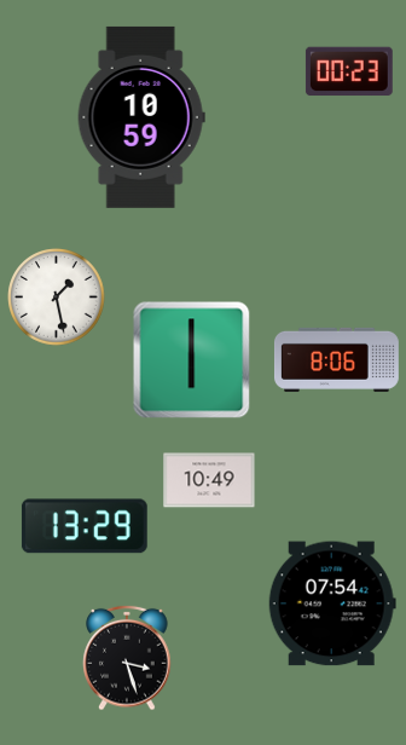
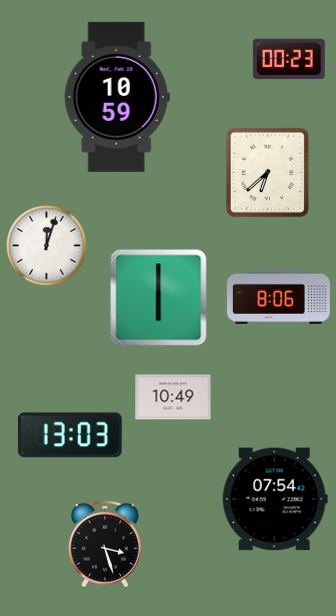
clock at (267, 172): none -> 6:38
clock at (57, 298): 1:28 -> 12:03
clock at (85, 526): 13:29 -> 13:03
